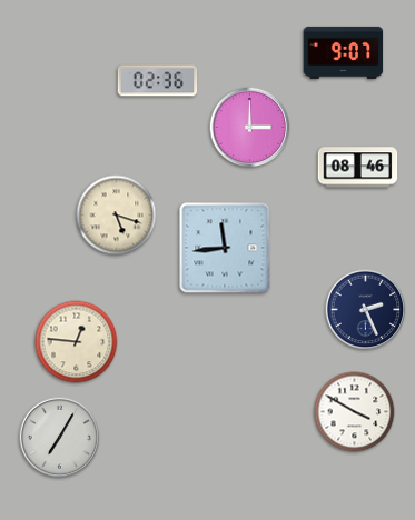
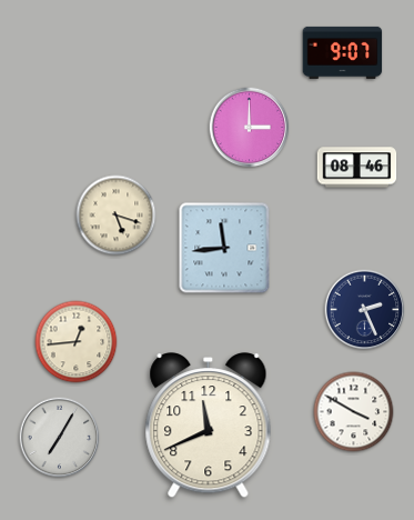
clock at (158, 81): 02:36 -> none
clock at (77, 342): 12:46 -> 12:44
clock at (209, 426): none -> 11:41
